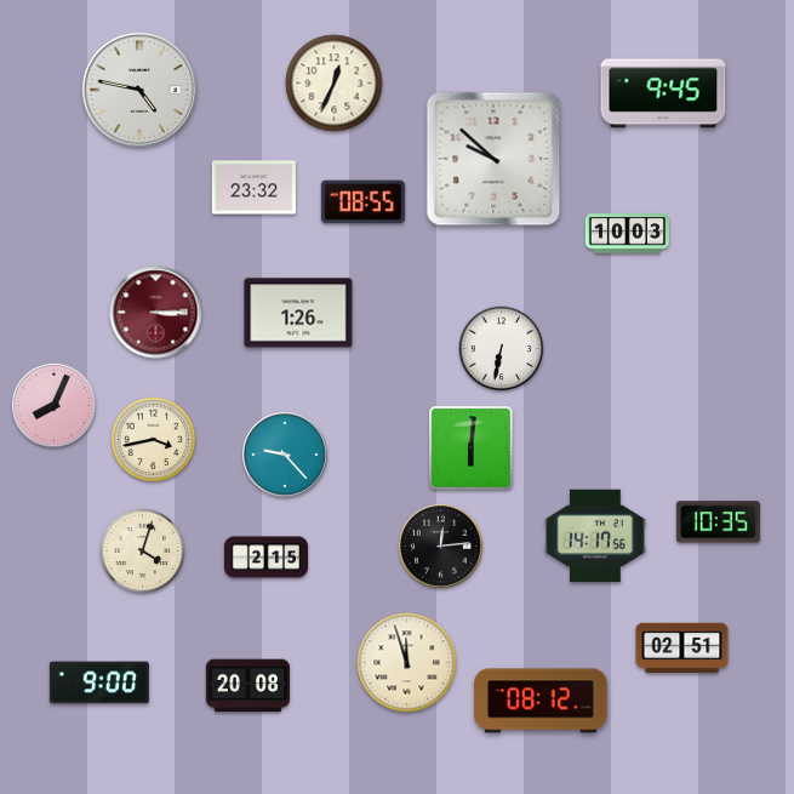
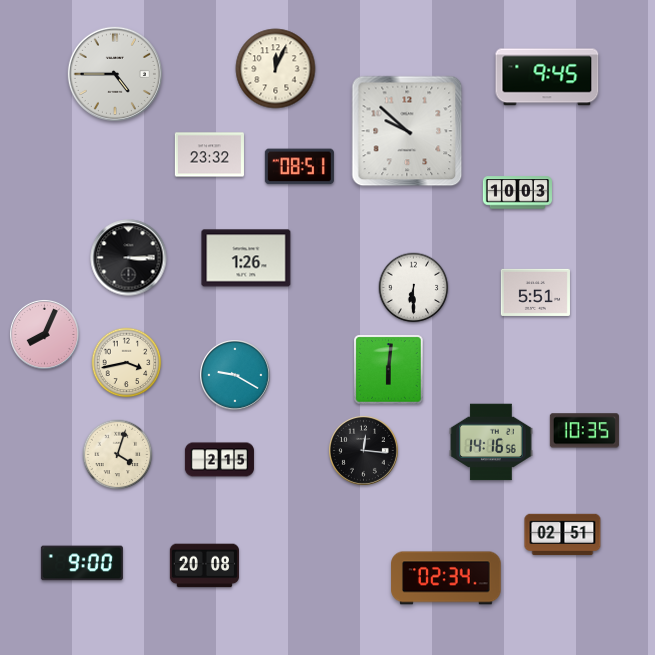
clock at (335, 84): 12:34 -> 12:04
clock at (139, 90): 4:47 -> 4:45
clock at (362, 202): 08:55 -> 08:51
clock at (156, 313) dial: burgundy -> black
clock at (502, 349): 6:32 -> 6:30
clock at (535, 292): none -> 5:51
clock at (286, 456): 9:23 -> 9:20
clock at (718, 522) position: (718, 522) -> (584, 431)
clock at (595, 536): 14:17 -> 14:16
clock at (440, 545): 12:14 -> 12:16
clock at (407, 663): 11:57 -> none
clock at (541, 701): 08:12 -> 02:34
